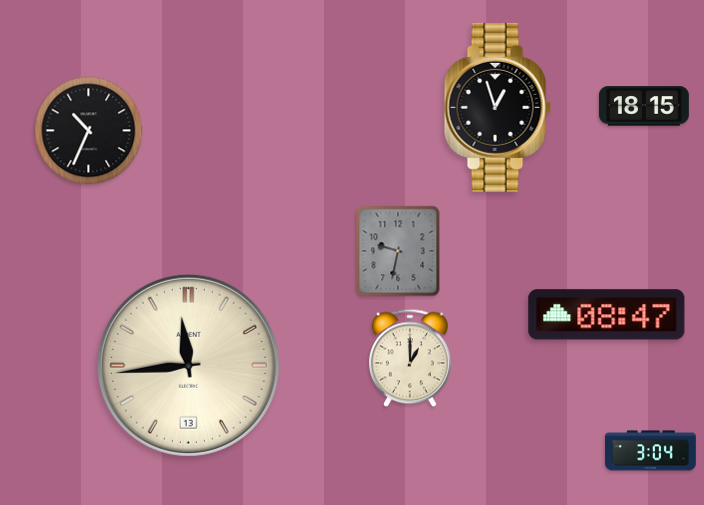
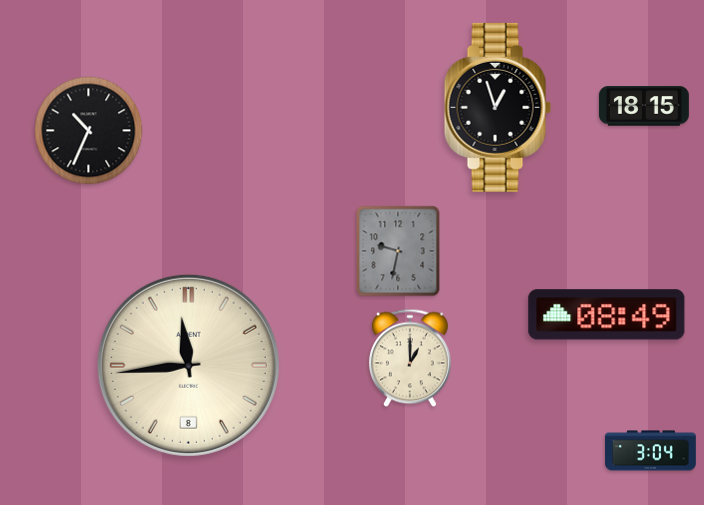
clock at (607, 315): 08:47 -> 08:49
clock at (188, 365) date: 13 -> 8
